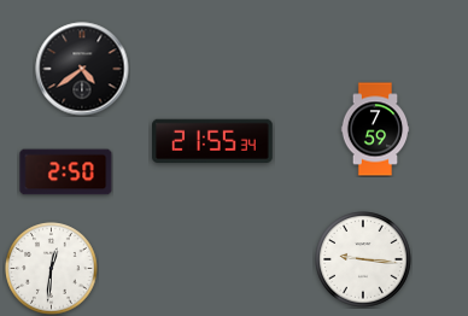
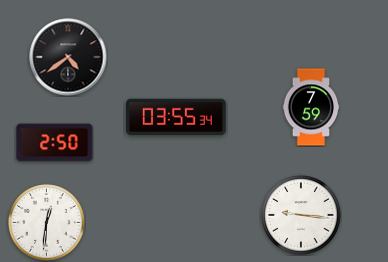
clock at (213, 141): 21:55 -> 03:55
clock at (52, 269) position: (52, 269) -> (47, 223)
